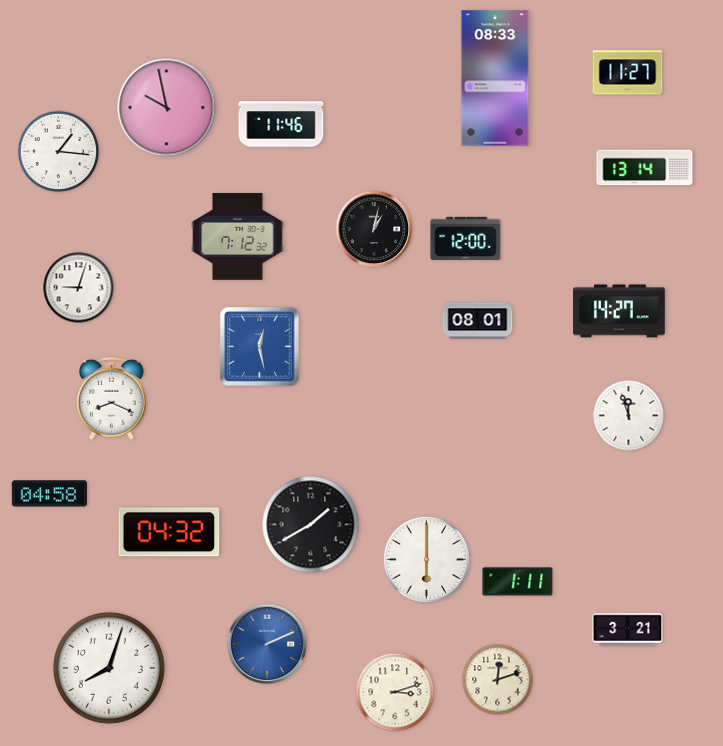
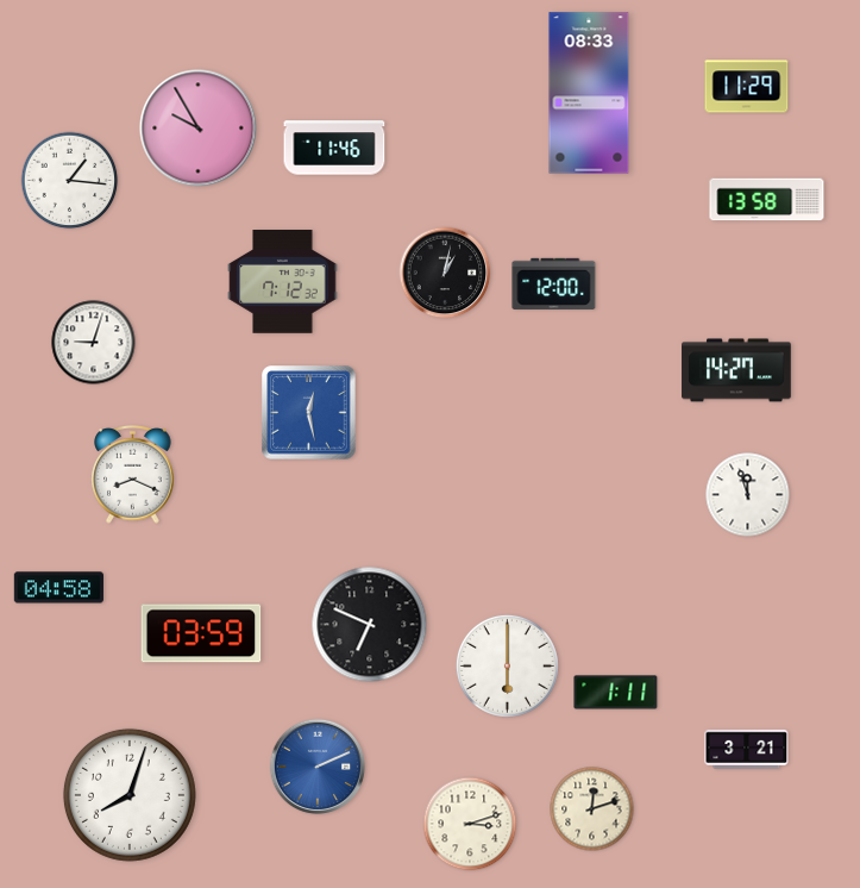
clock at (628, 73): 11:27 -> 11:29
clock at (167, 108): 9:58 -> 9:55
clock at (645, 168): 13:14 -> 13:58
clock at (478, 321): 08:01 -> none
clock at (311, 525): 1:40 -> 6:49
clock at (169, 532): 04:32 -> 03:59
